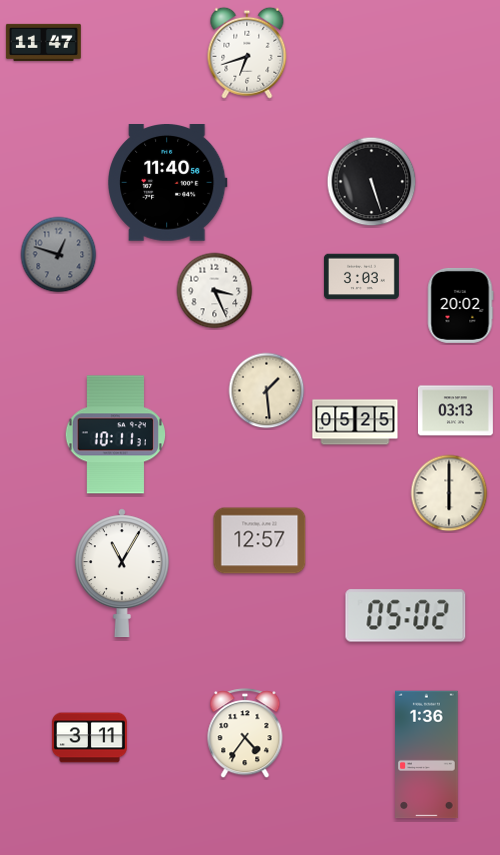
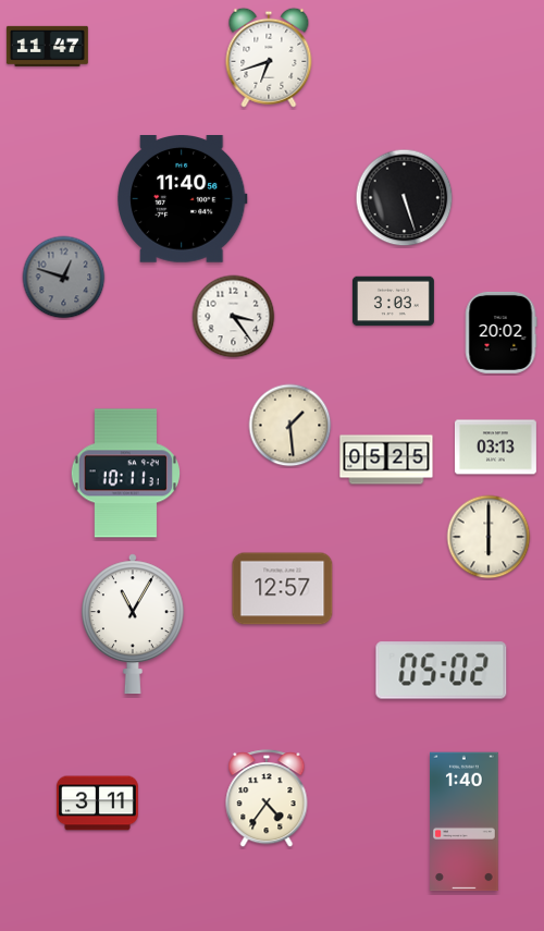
clock at (215, 291): 3:26 -> 3:24
clock at (427, 755): 1:36 -> 1:40
